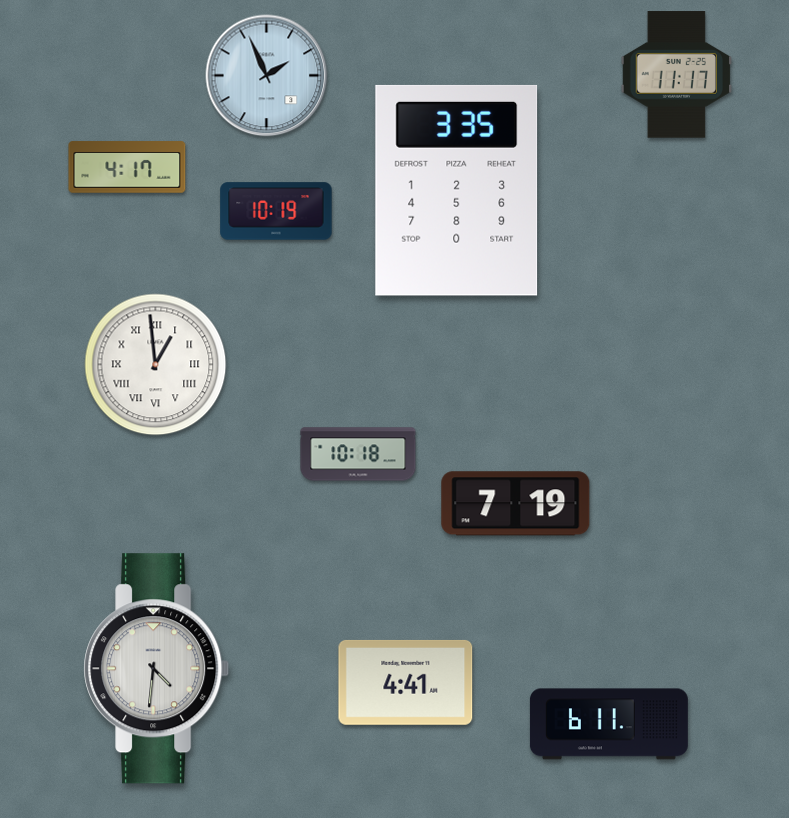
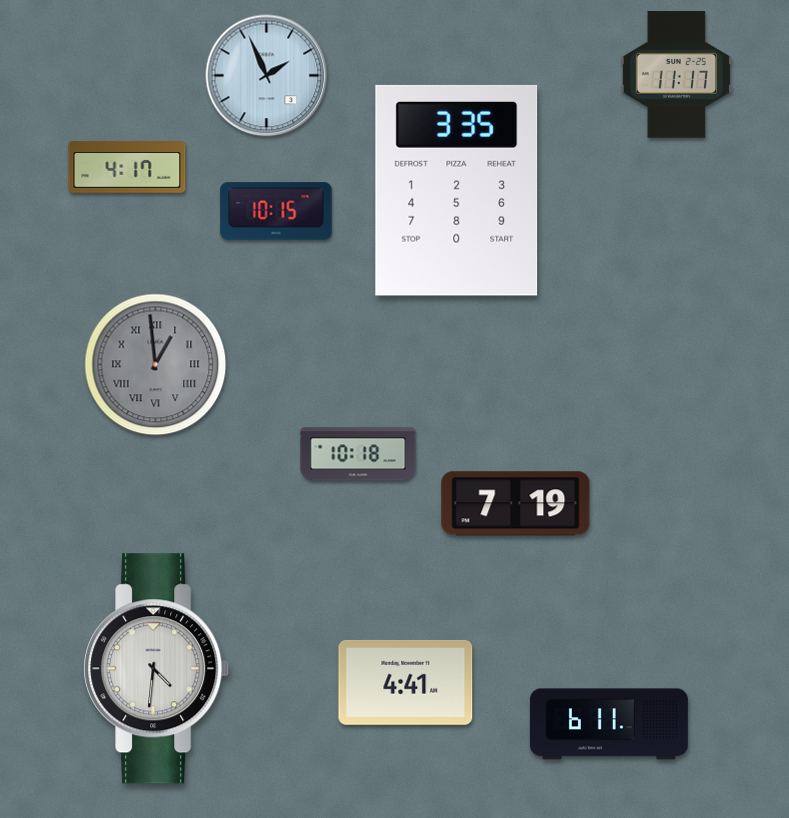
clock at (276, 211): 10:19 -> 10:15
clock at (156, 365) dial: white -> grey
